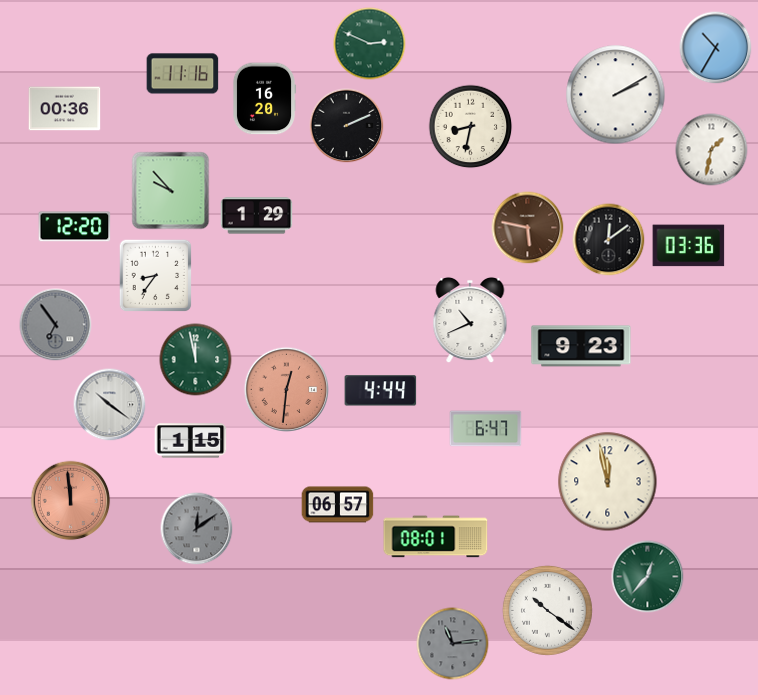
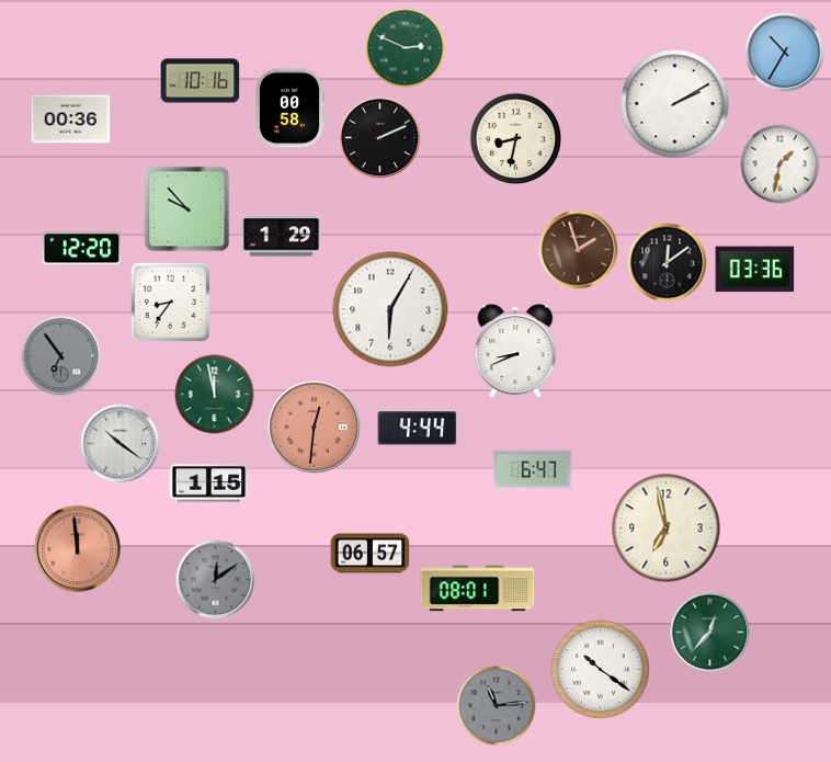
clock at (183, 74): 11:16 -> 10:16
clock at (264, 99): 16:20 -> 00:58
clock at (528, 228): 5:47 -> 1:57
clock at (390, 309): none -> 6:05
clock at (470, 320): 10:41 -> 8:41
clock at (581, 346): 9:23 -> none
clock at (608, 482): 11:58 -> 6:58
